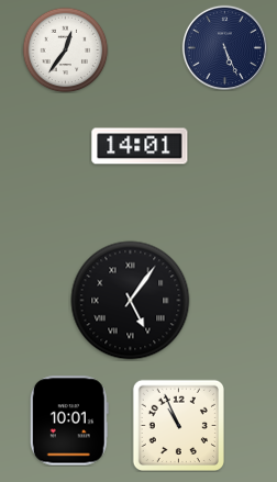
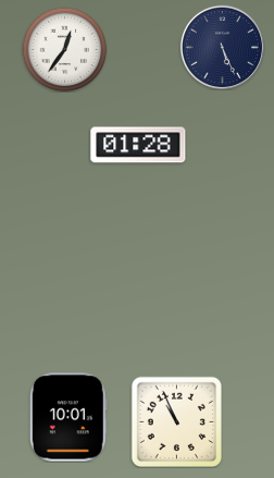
clock at (140, 146): 14:01 -> 01:28
clock at (131, 301): 5:06 -> none
